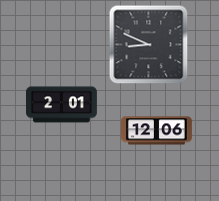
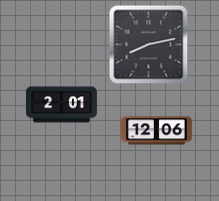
clock at (149, 45): 8:49 -> 8:13
